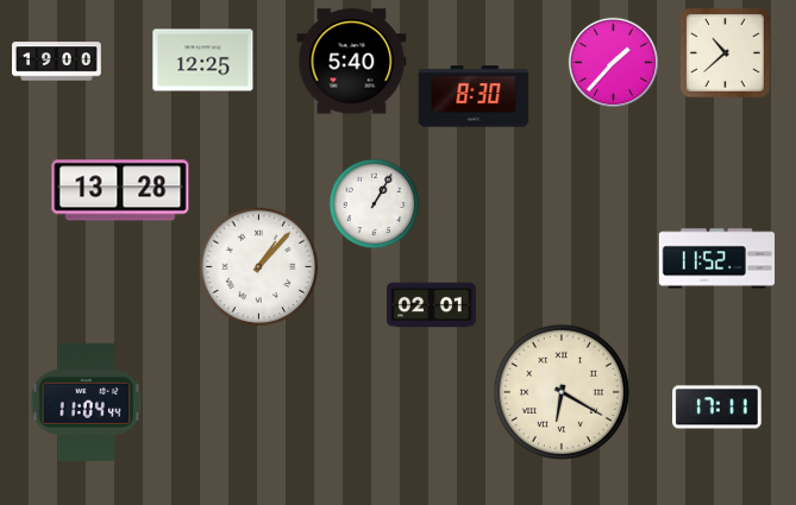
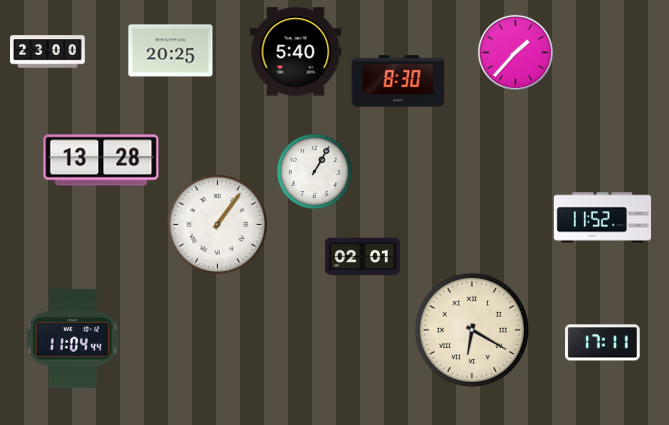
clock at (726, 53): 10:38 -> none
clock at (203, 61): 12:25 -> 20:25
clock at (57, 62): 19:00 -> 23:00
clock at (258, 266): 1:07 -> 1:06
